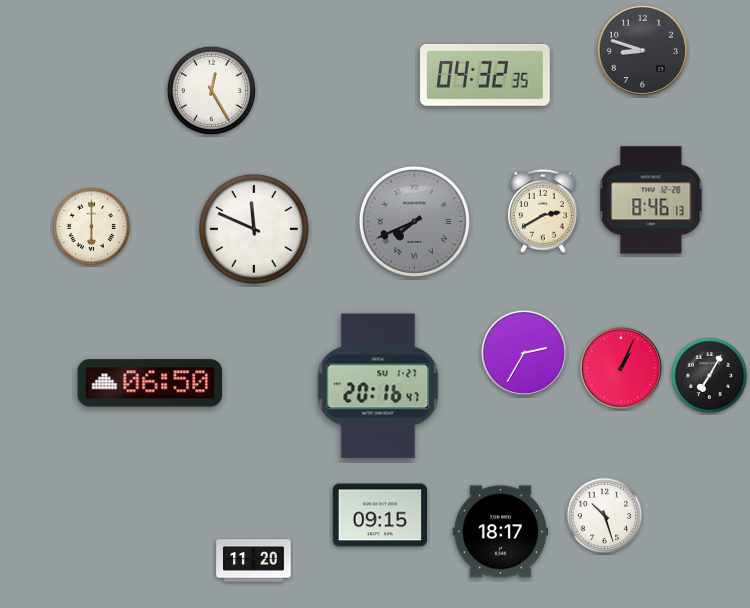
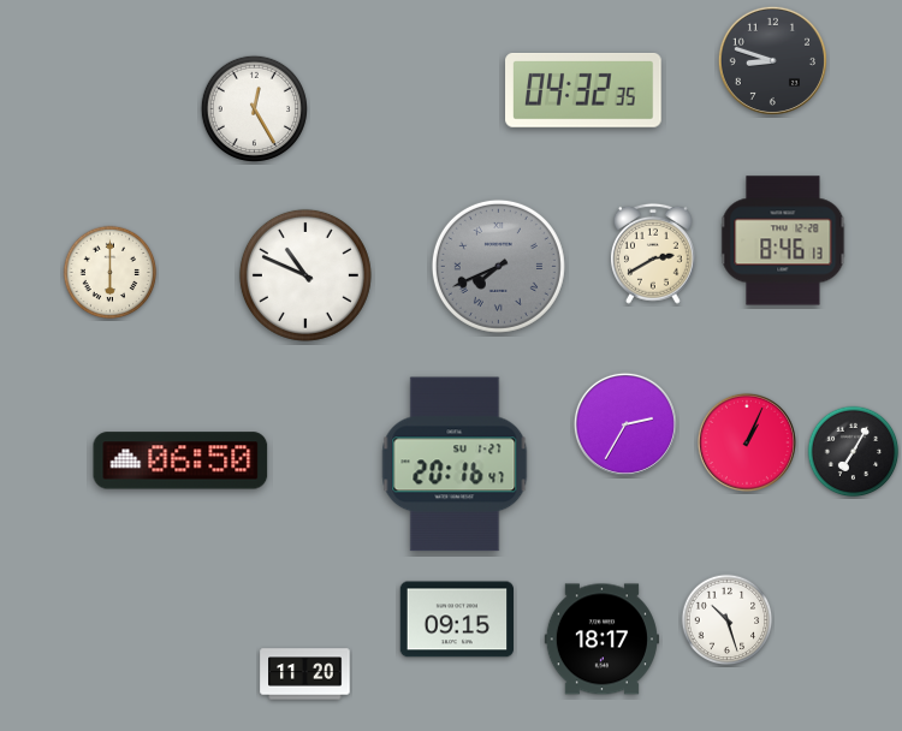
clock at (254, 229): 11:49 -> 10:49
clock at (524, 353) position: (524, 353) -> (625, 424)
